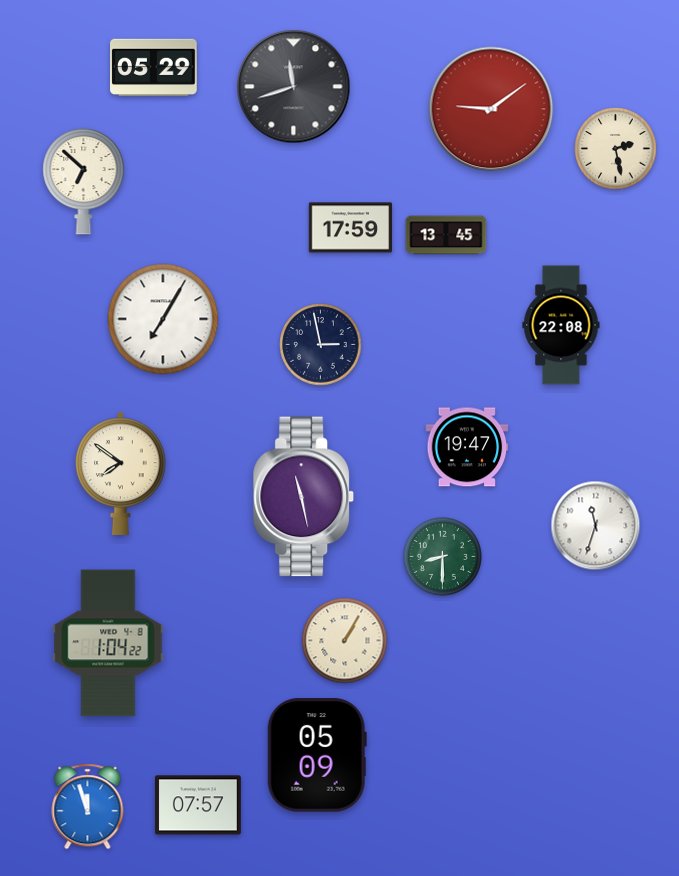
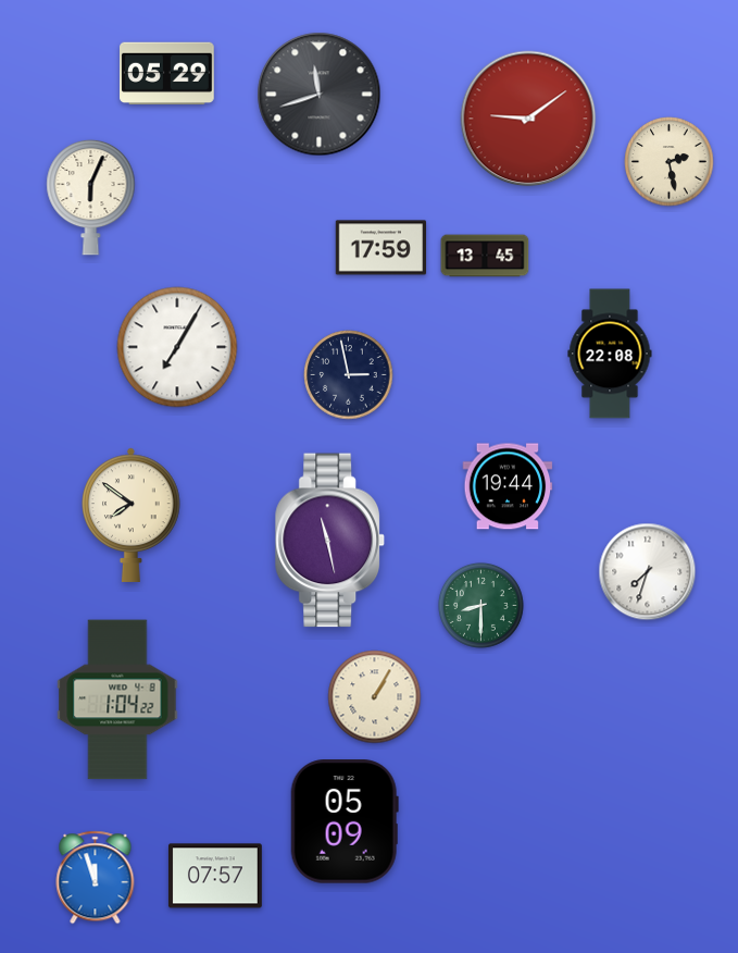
clock at (491, 109) position: (491, 109) -> (528, 119)
clock at (84, 181): 6:52 -> 6:04
clock at (467, 447): 19:47 -> 19:44
clock at (596, 526): 11:33 -> 7:33
